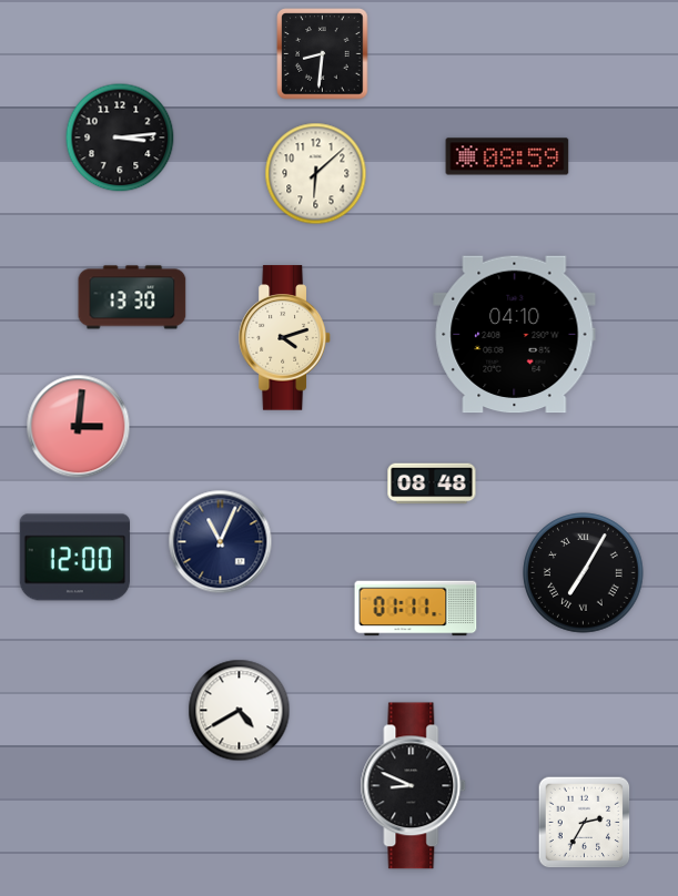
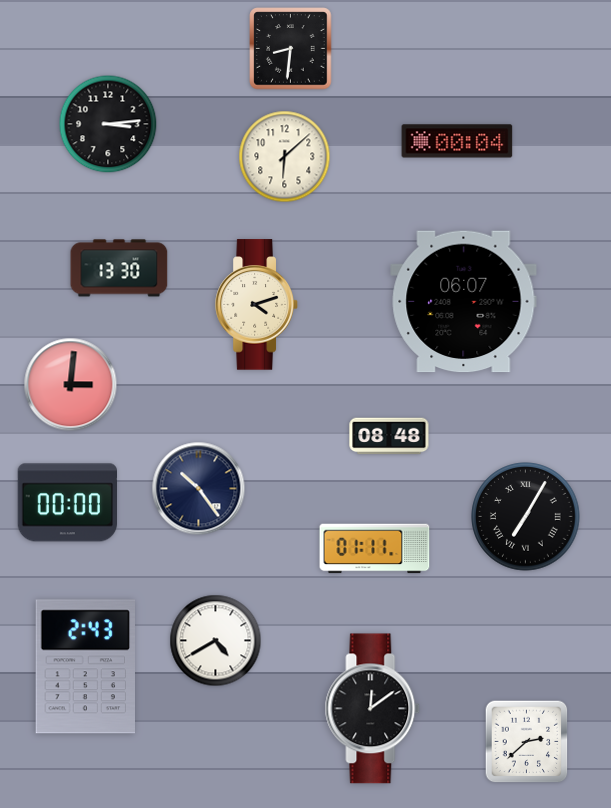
clock at (507, 156): 08:59 -> 00:04
clock at (515, 335): 04:10 -> 06:07
clock at (221, 542): 11:04 -> 10:24
clock at (74, 558): 12:00 -> 00:00
clock at (85, 667): none -> 2:43
clock at (414, 786): 8:49 -> 12:09
clock at (585, 823): 2:35 -> 2:38
